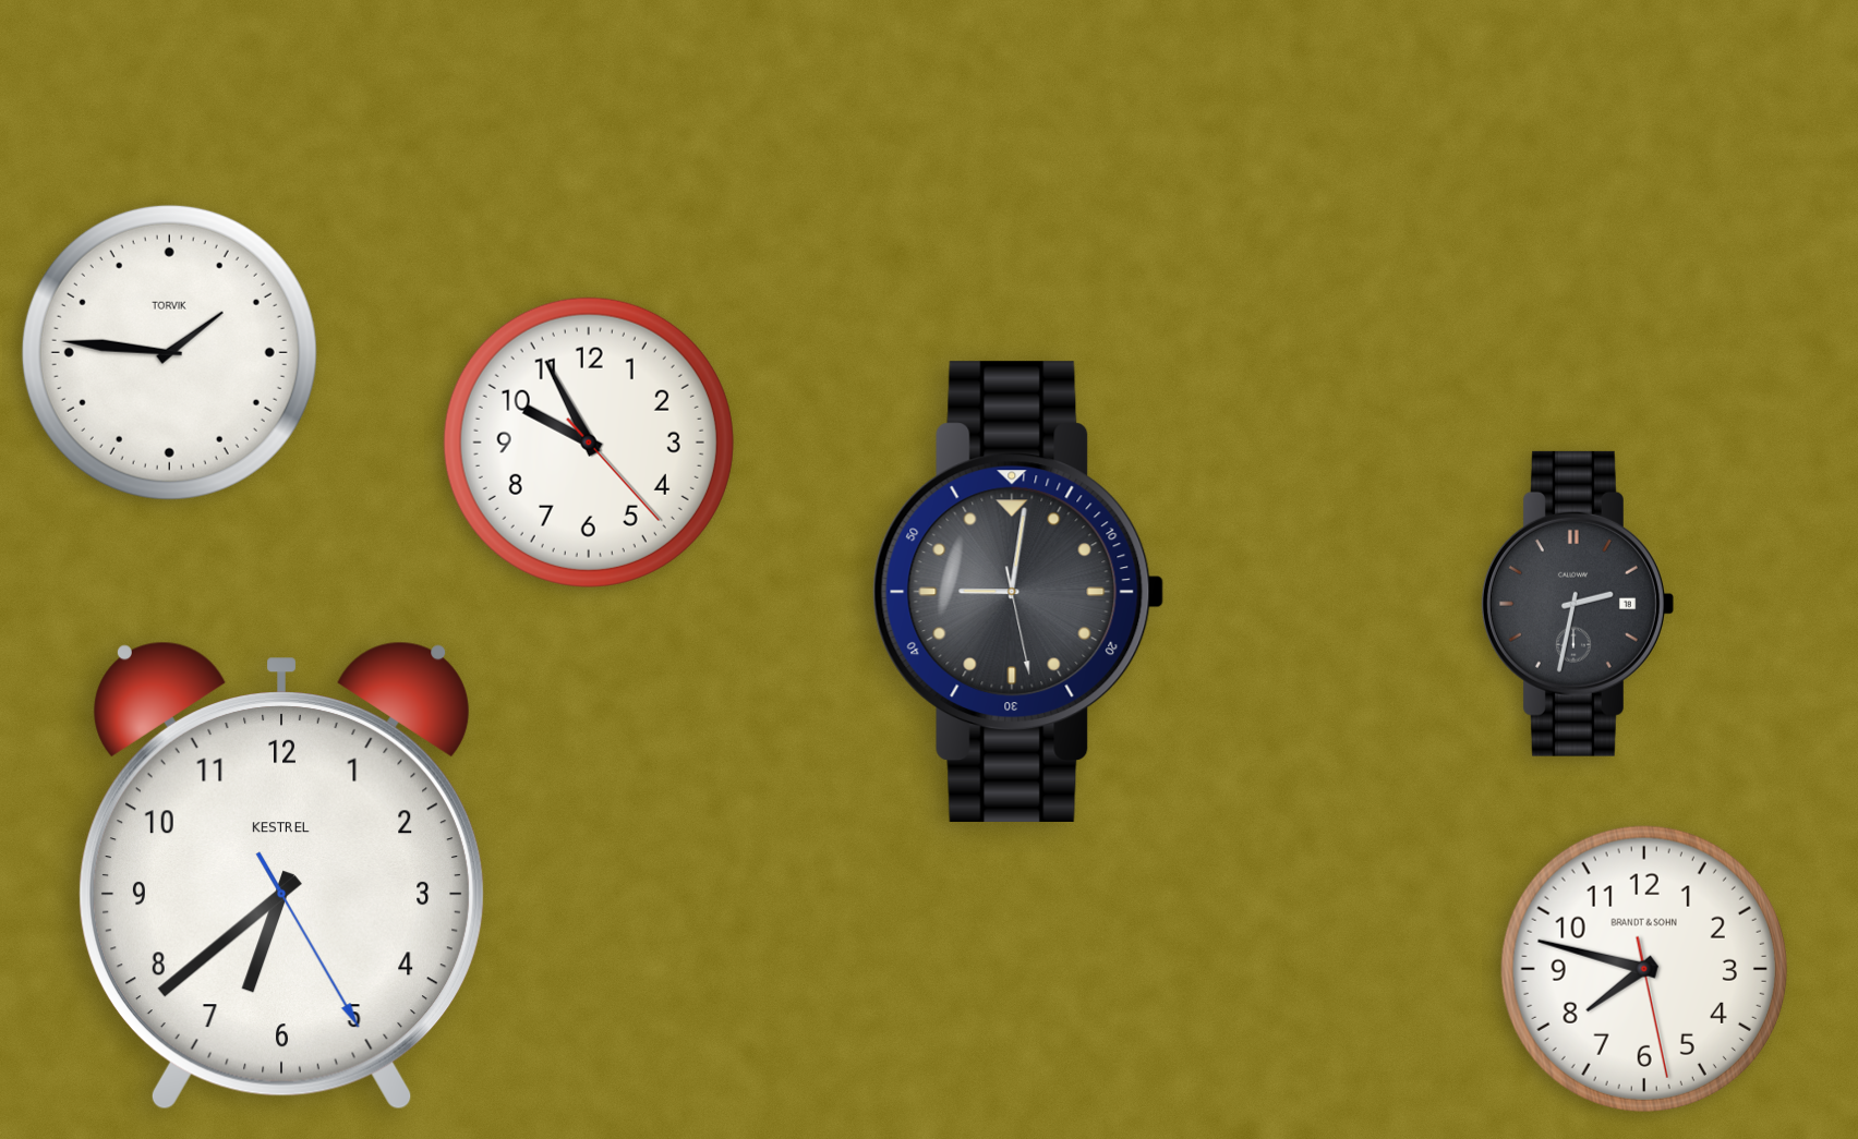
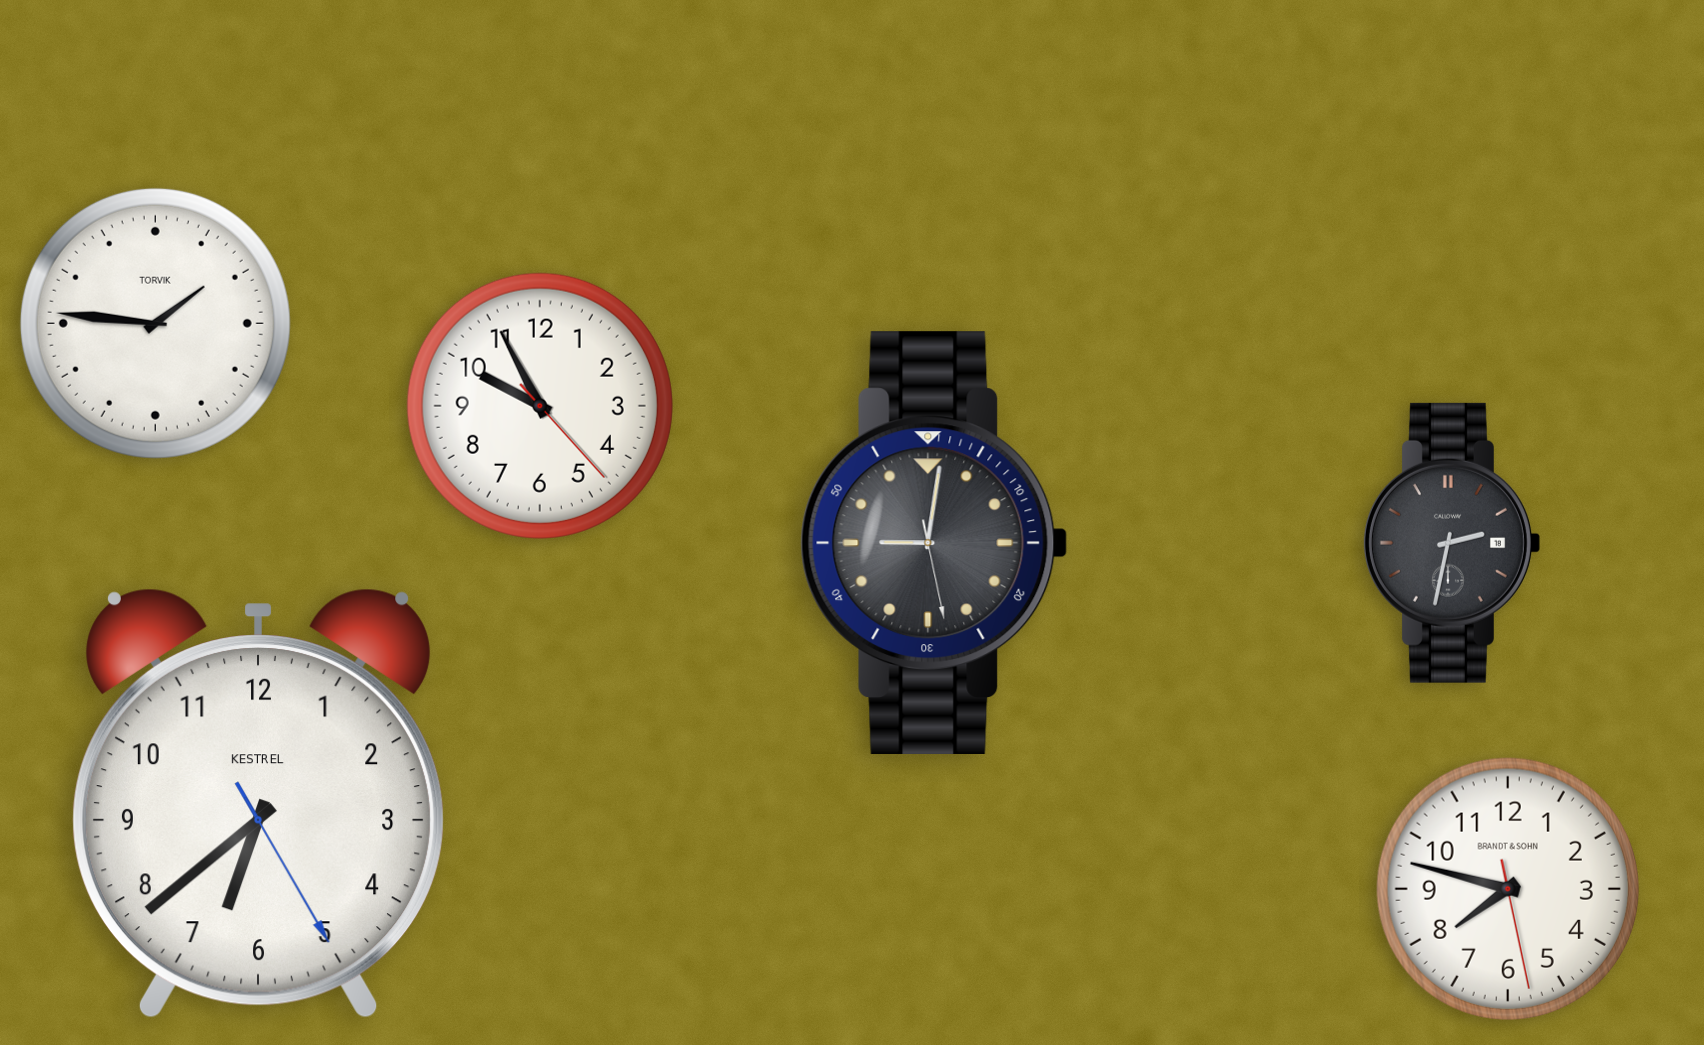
clock at (1577, 604) position: (1577, 604) -> (1451, 543)
